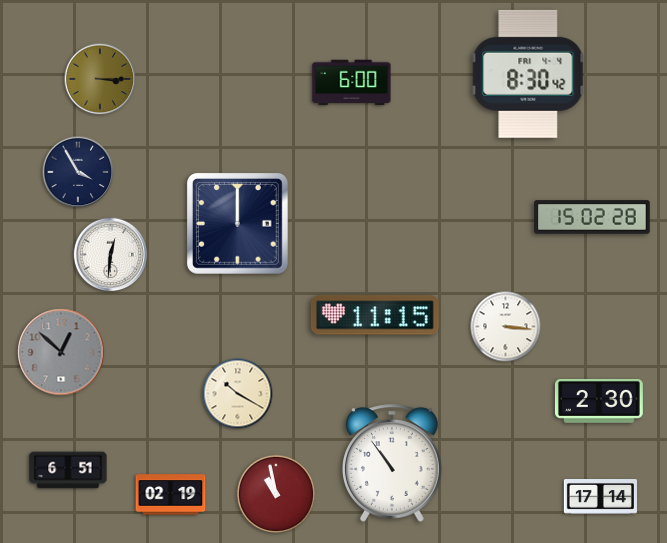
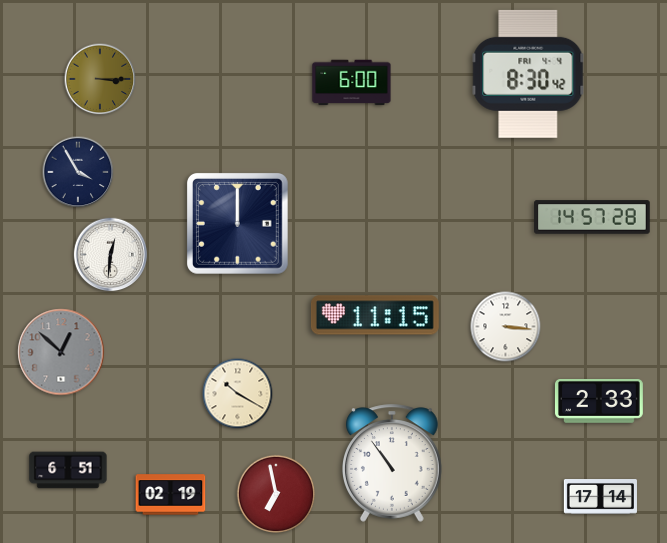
clock at (592, 217): 15:02 -> 14:57
clock at (599, 402): 2:30 -> 2:33
clock at (276, 494): 10:58 -> 6:58
